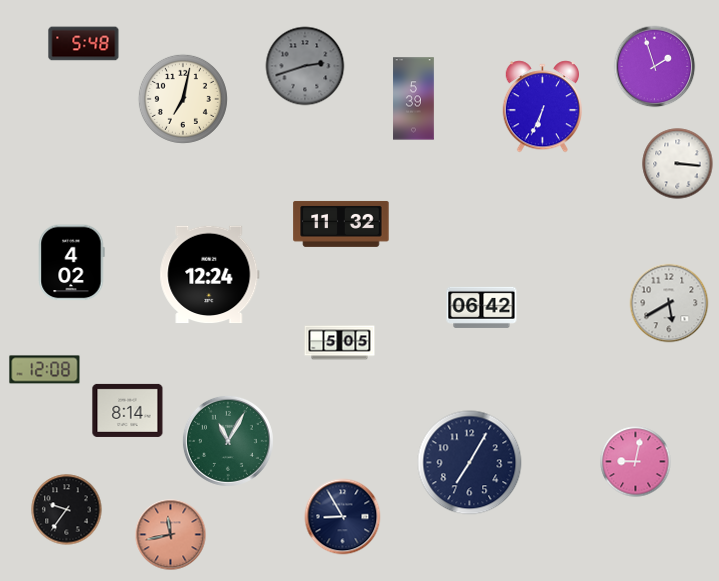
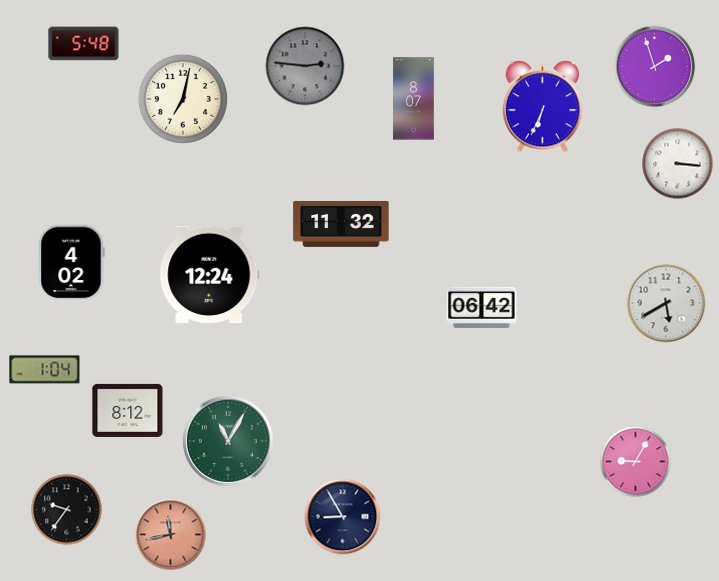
clock at (305, 66): 2:42 -> 2:46
clock at (414, 99): 5:39 -> 8:07
clock at (669, 303) position: (669, 303) -> (666, 303)
clock at (340, 343): 5:05 -> none
clock at (45, 370): 12:08 -> 1:04
clock at (128, 410): 8:14 -> 8:12
clock at (636, 462): 9:02 -> 9:05
clock at (470, 463): 7:05 -> none
